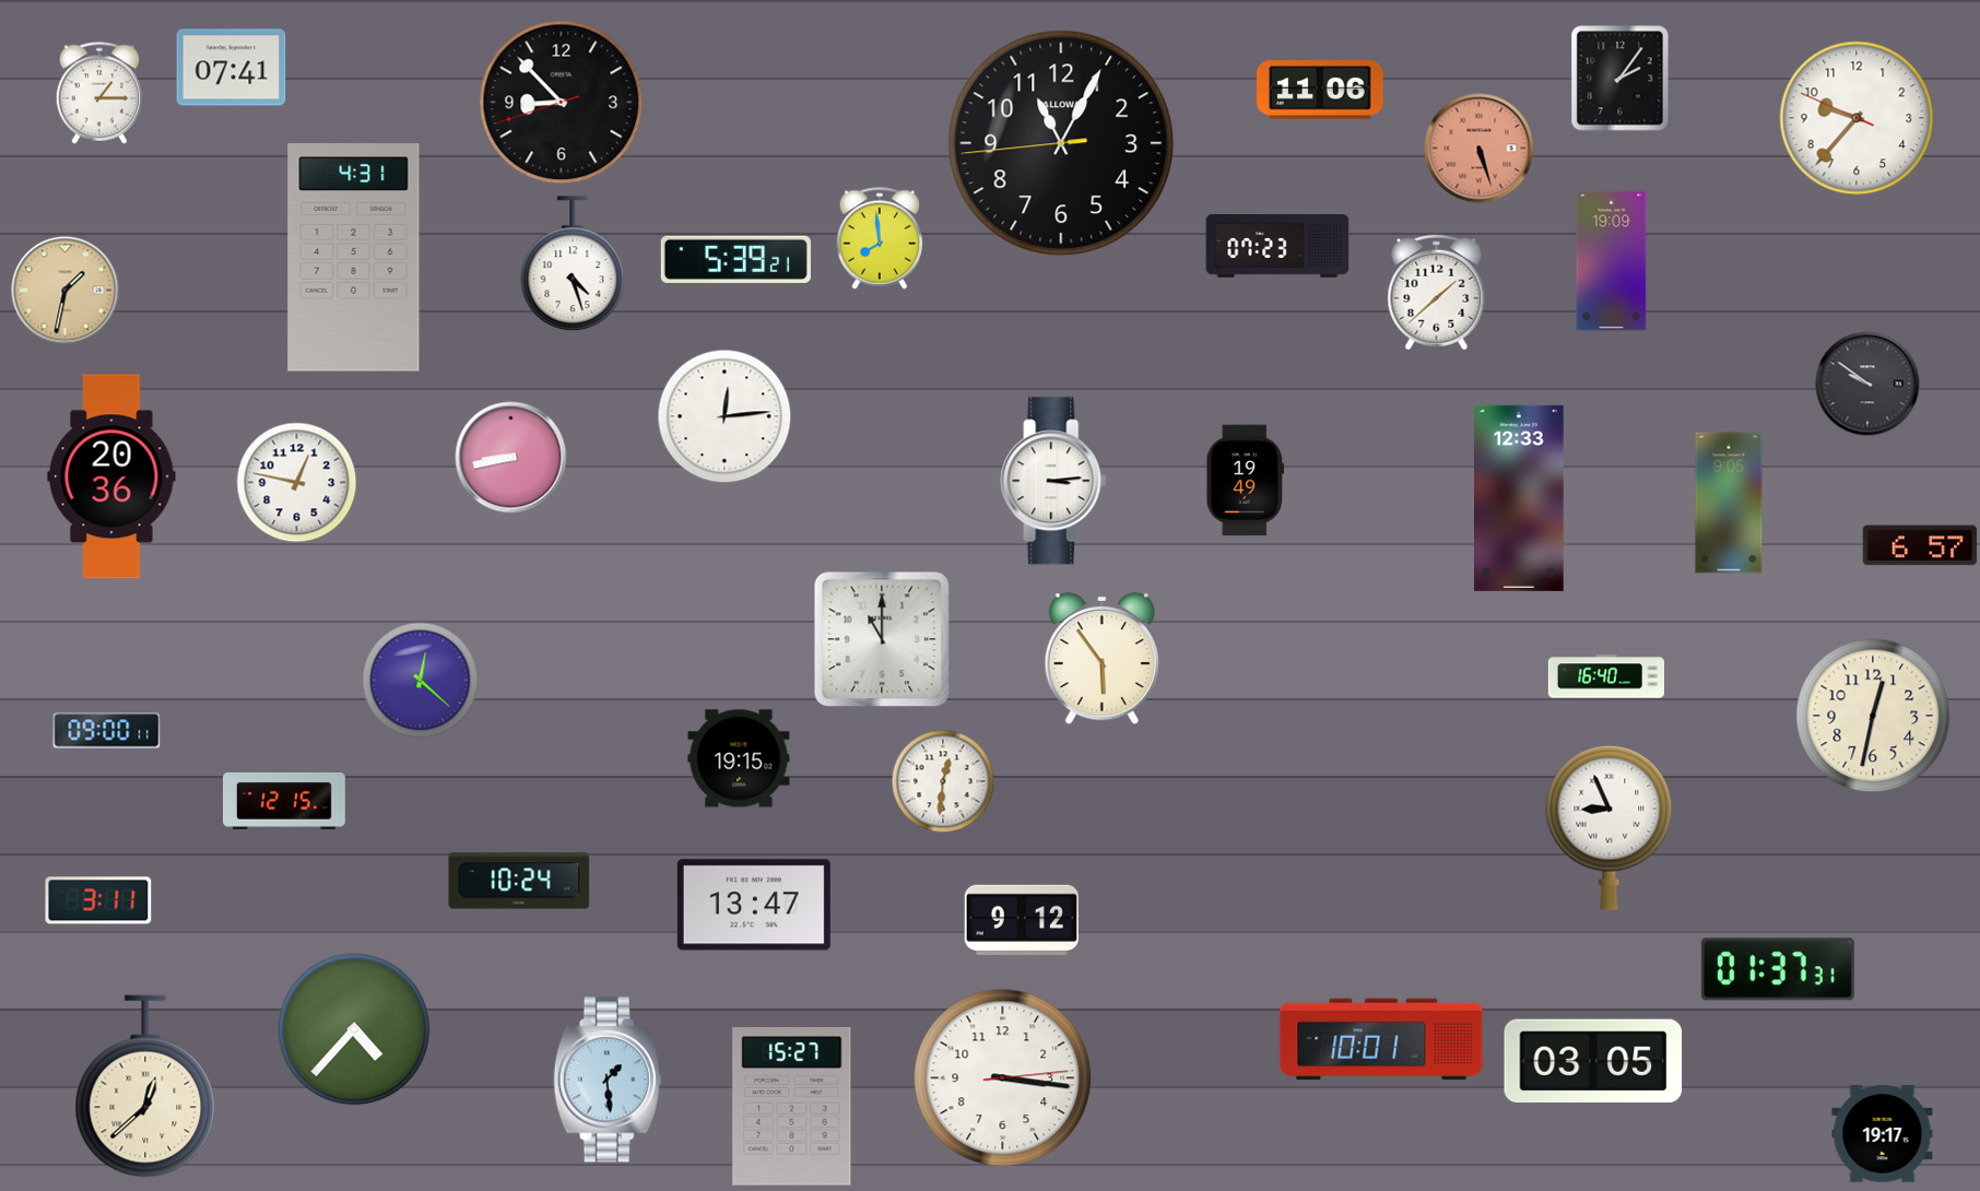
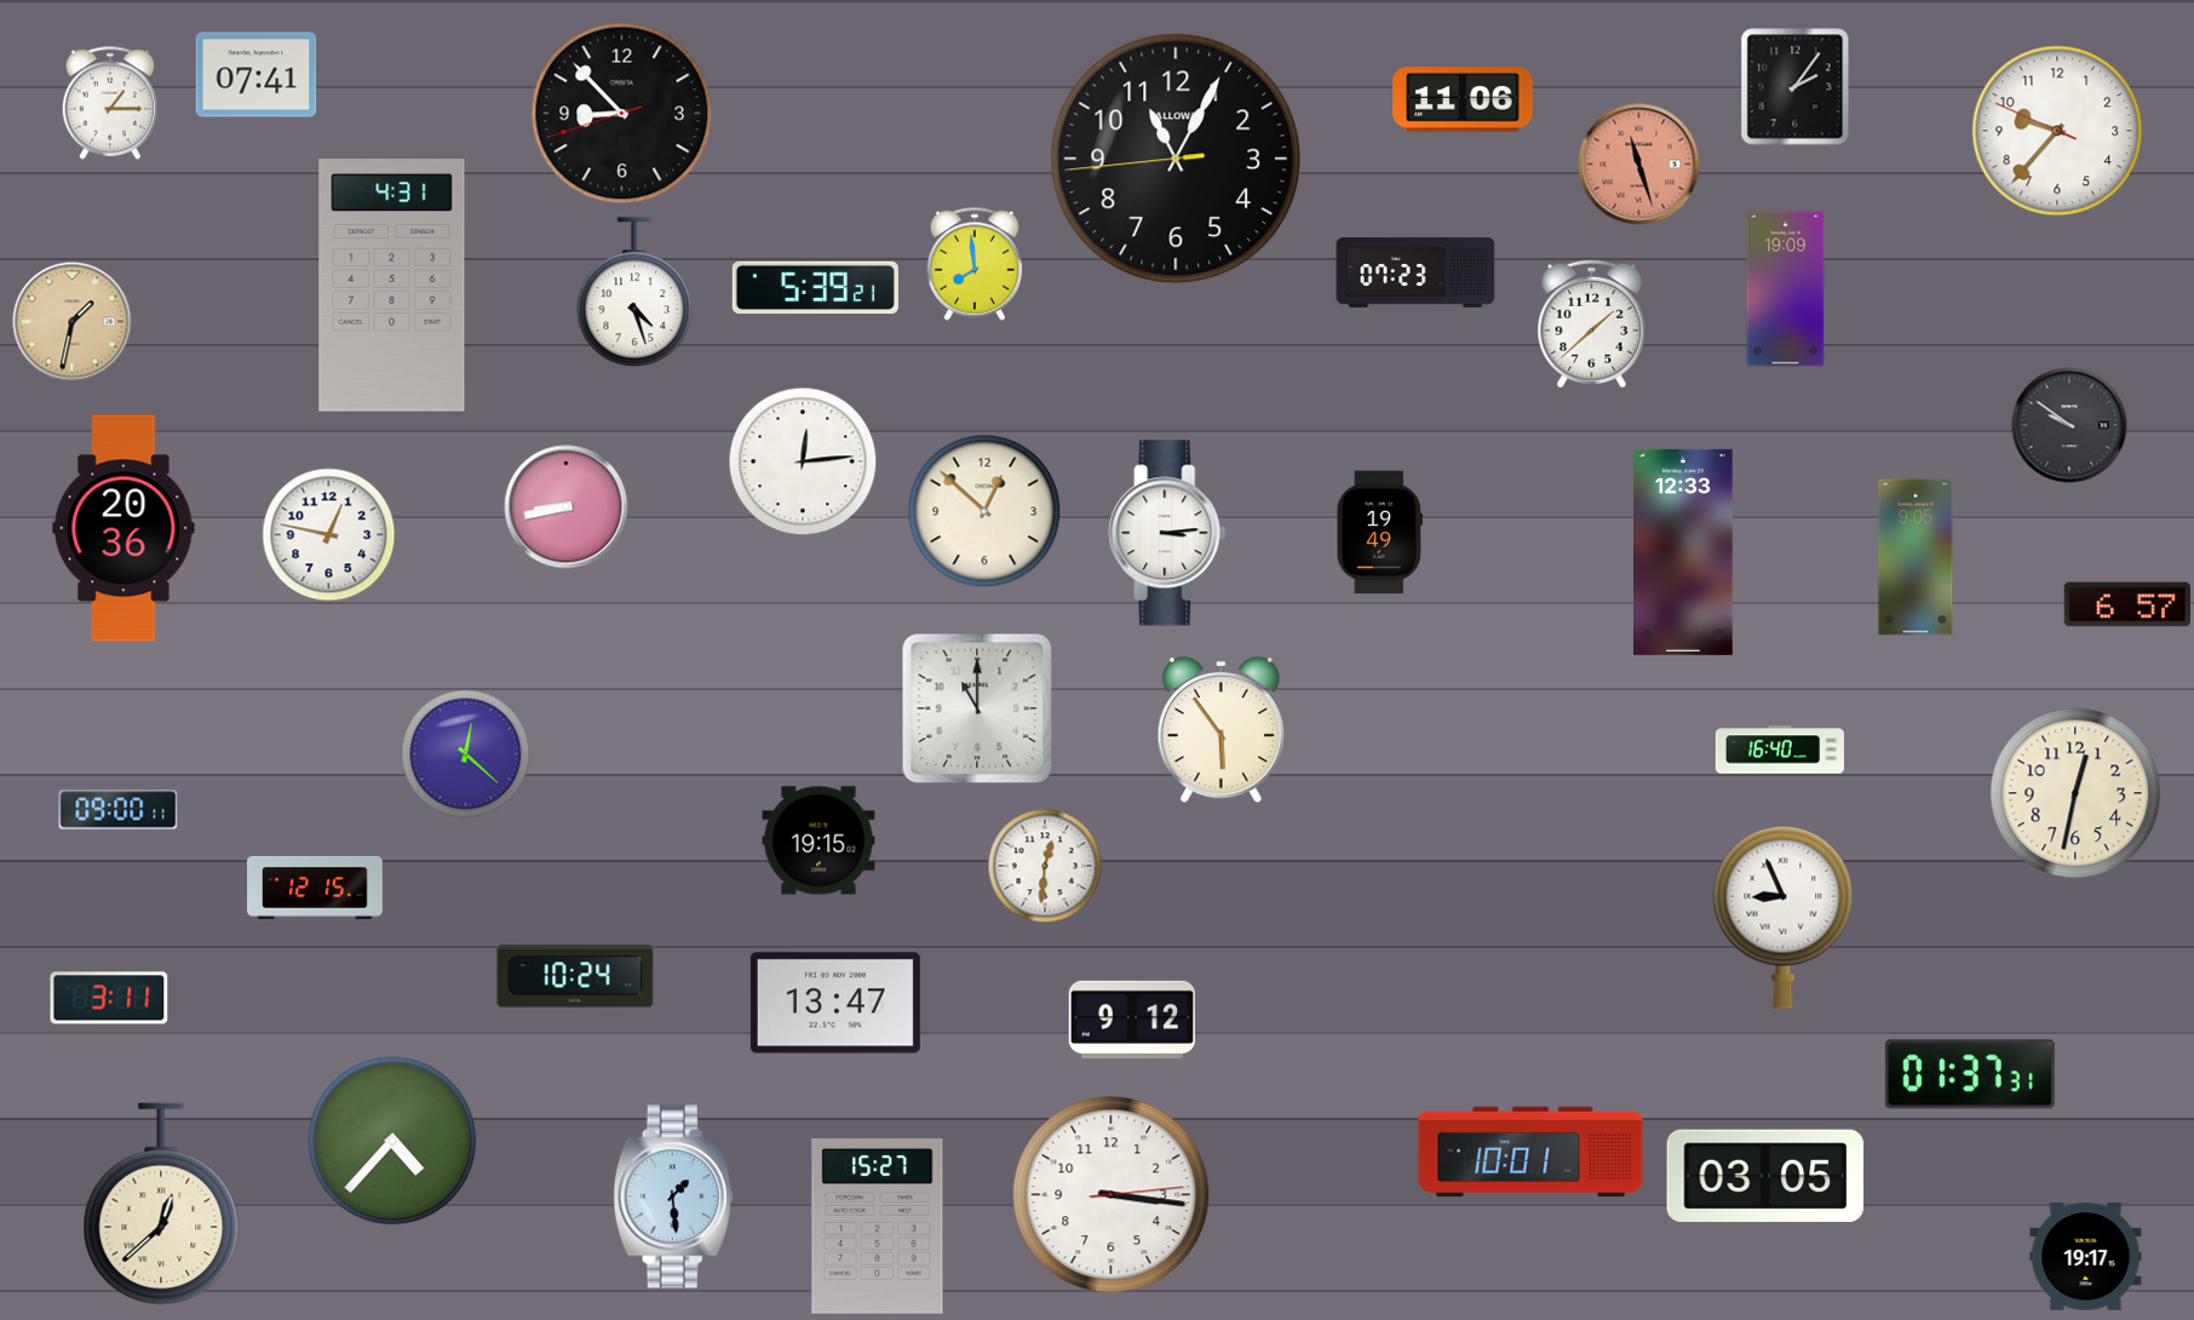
clock at (1480, 149): 5:27 -> 11:27
clock at (984, 511): none -> 12:52
